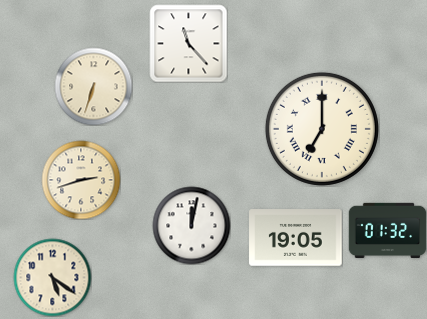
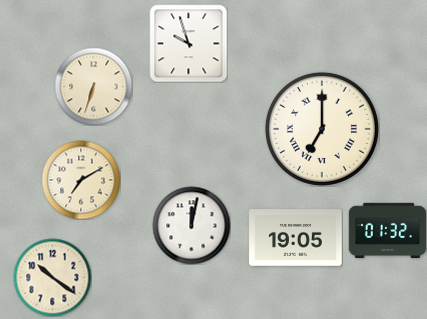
clock at (188, 43): 11:23 -> 9:57
clock at (81, 180): 2:42 -> 7:10
clock at (52, 277): 5:21 -> 10:21
